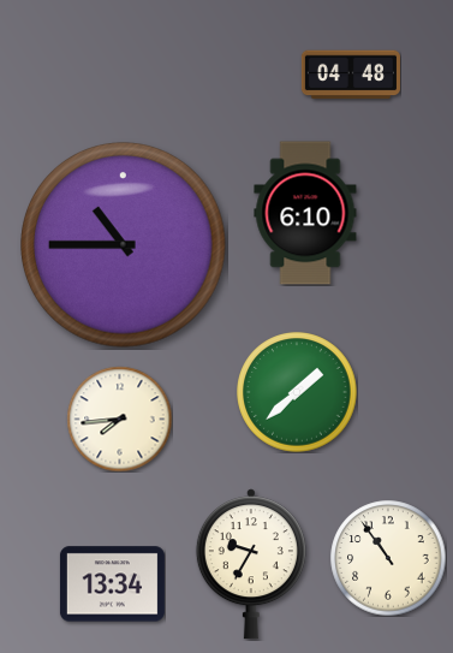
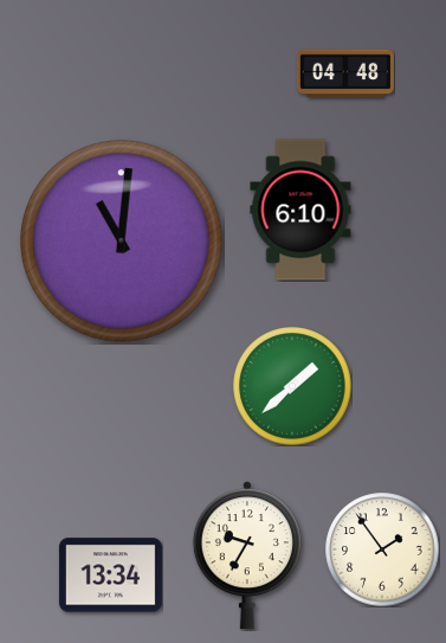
clock at (124, 245): 10:45 -> 11:01
clock at (119, 418): 7:44 -> none
clock at (388, 558): 10:54 -> 1:54
